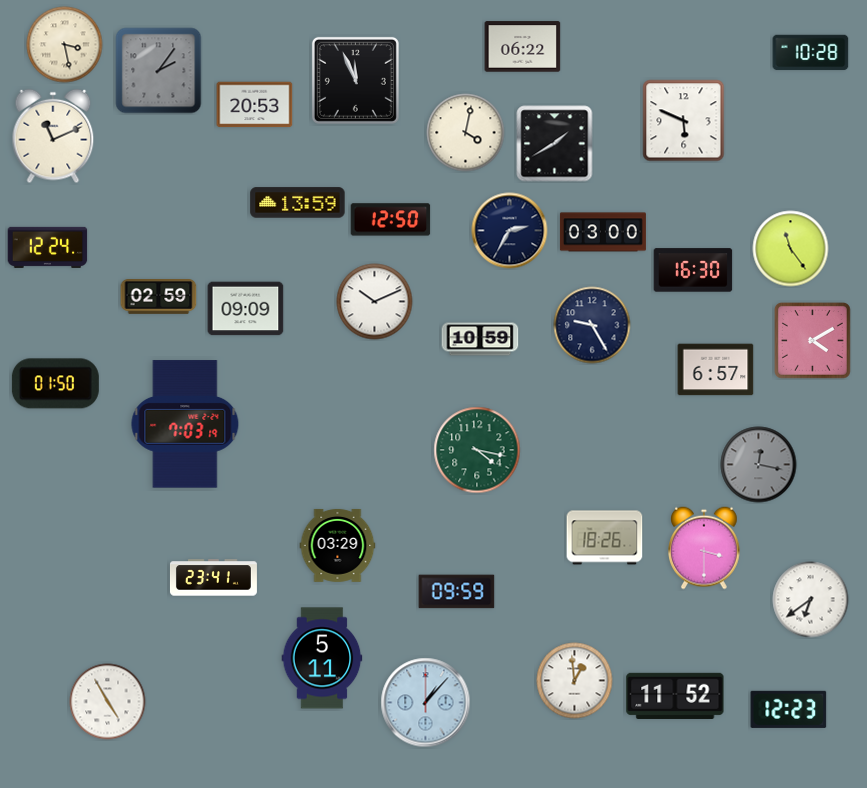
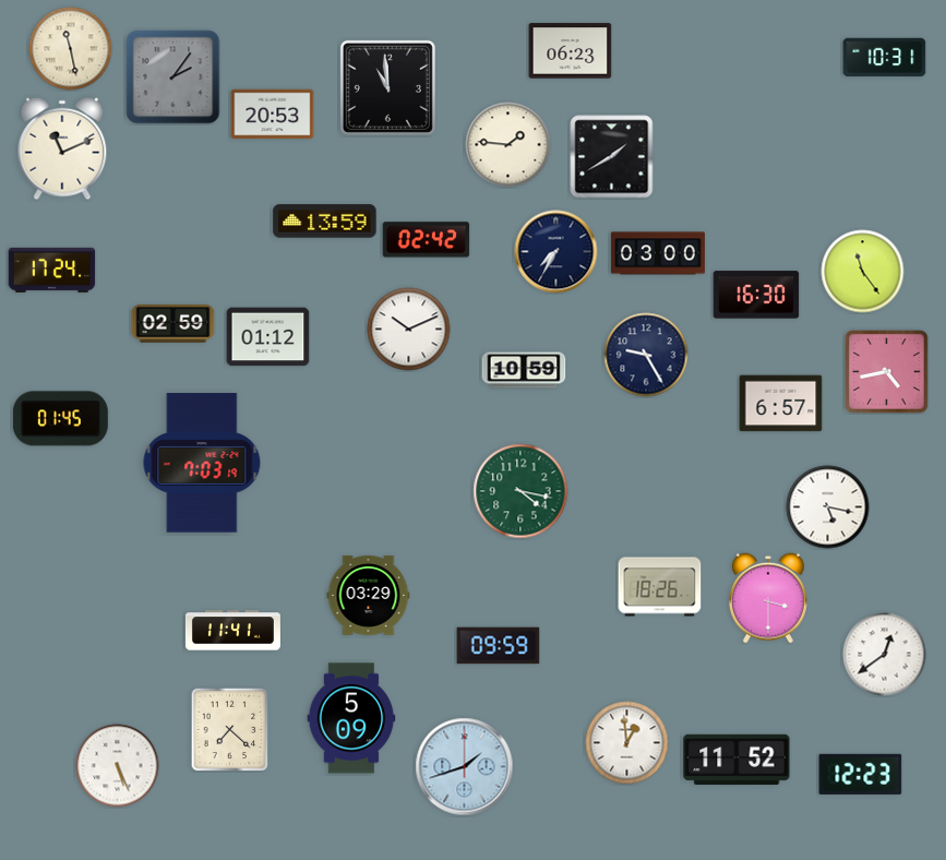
clock at (65, 45): 3:28 -> 11:28
clock at (523, 47): 06:22 -> 06:23
clock at (811, 53): 10:28 -> 10:31
clock at (355, 80): 11:56 -> 10:59
clock at (255, 105) position: (255, 105) -> (273, 115)
clock at (684, 121): 5:49 -> none
clock at (466, 133): 4:02 -> 1:46
clock at (53, 136) position: (53, 136) -> (62, 148)
clock at (555, 144) position: (555, 144) -> (612, 157)
clock at (391, 220): 12:50 -> 02:42
clock at (510, 231): 2:35 -> 7:35
clock at (48, 247): 12:24 -> 17:24
clock at (246, 309): 09:09 -> 01:12
clock at (812, 340): 4:10 -> 4:43
clock at (55, 384): 01:50 -> 01:45
clock at (759, 465): 12:17 -> 5:17
clock at (759, 465) dial: grey -> white
clock at (213, 578): 23:41 -> 11:41
clock at (811, 600): 6:39 -> 12:39
clock at (322, 658): 5:11 -> 5:09
clock at (230, 729): none -> 7:22
clock at (108, 702): 4:55 -> 5:26
clock at (426, 703): 1:07 -> 1:42
